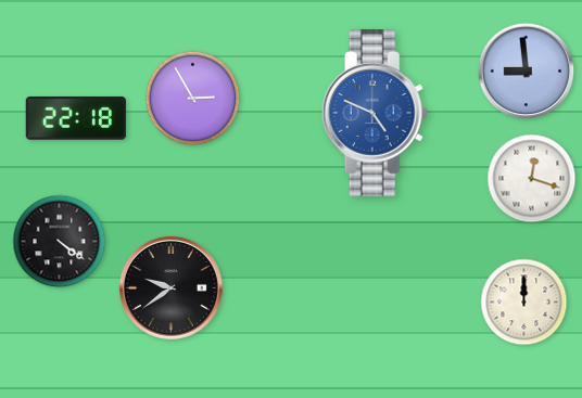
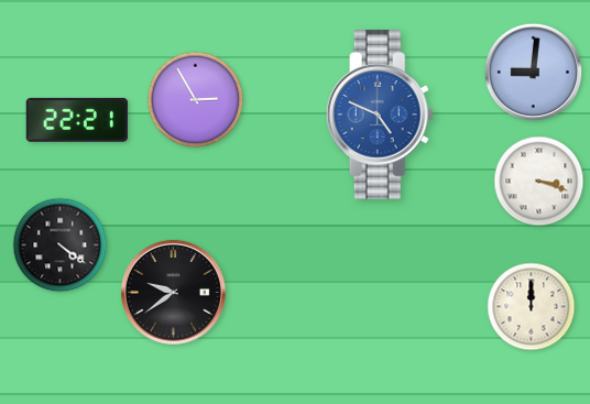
clock at (527, 72): 8:59 -> 9:01
clock at (76, 118): 22:18 -> 22:21
clock at (532, 179): 12:18 -> 3:18
